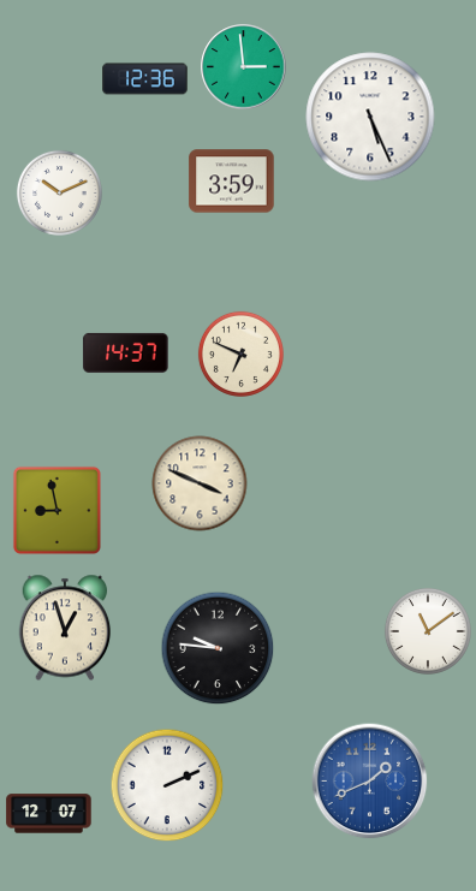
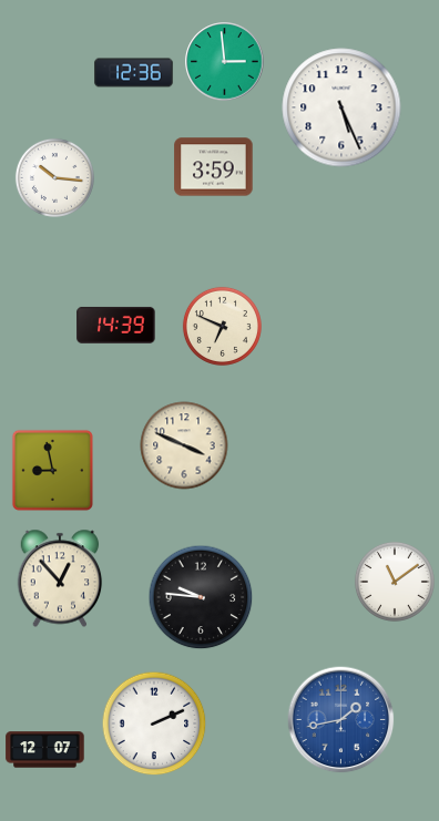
clock at (59, 192): 10:11 -> 10:16
clock at (126, 352): 14:37 -> 14:39
clock at (65, 628): 12:57 -> 12:53
clock at (370, 782): 1:41 -> 1:43
